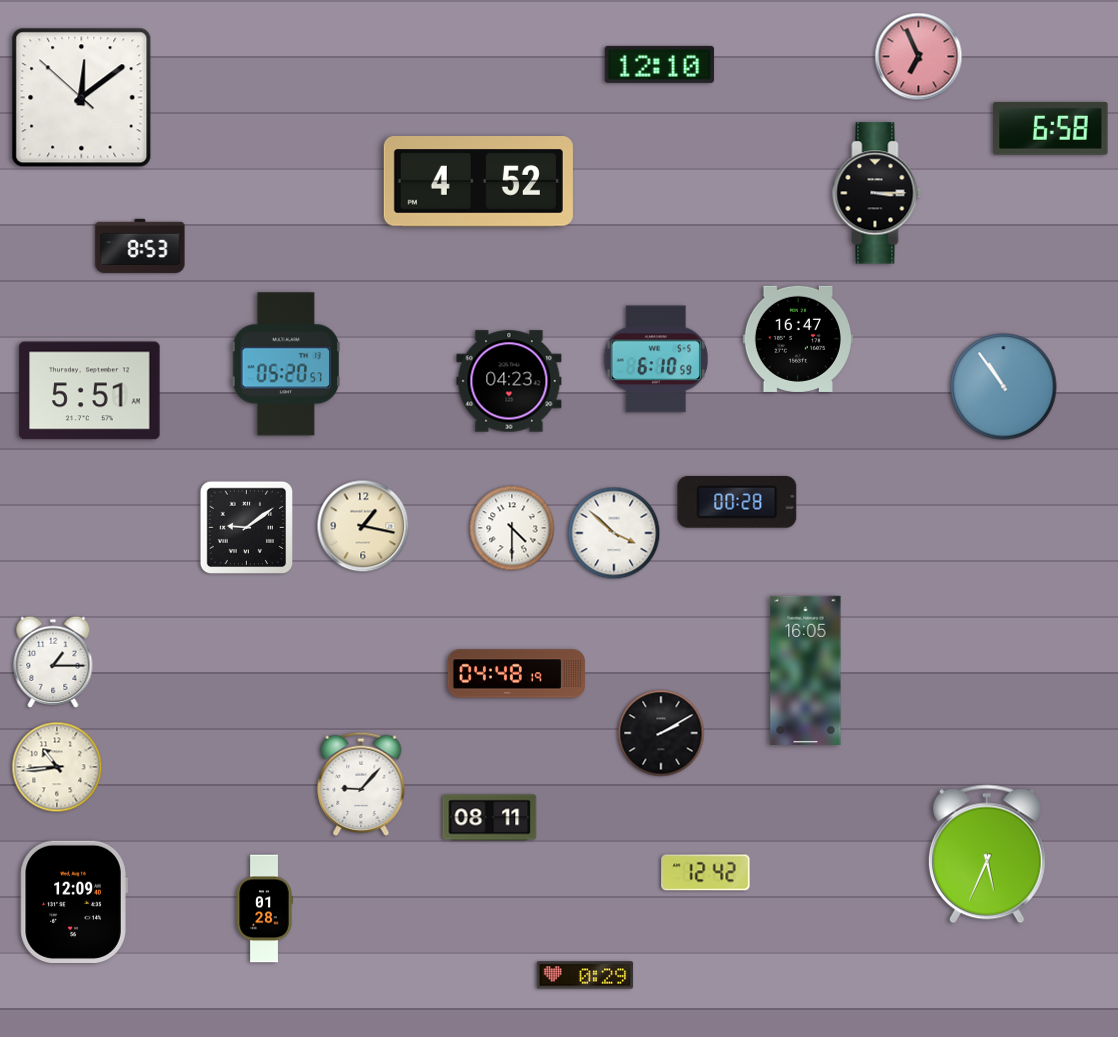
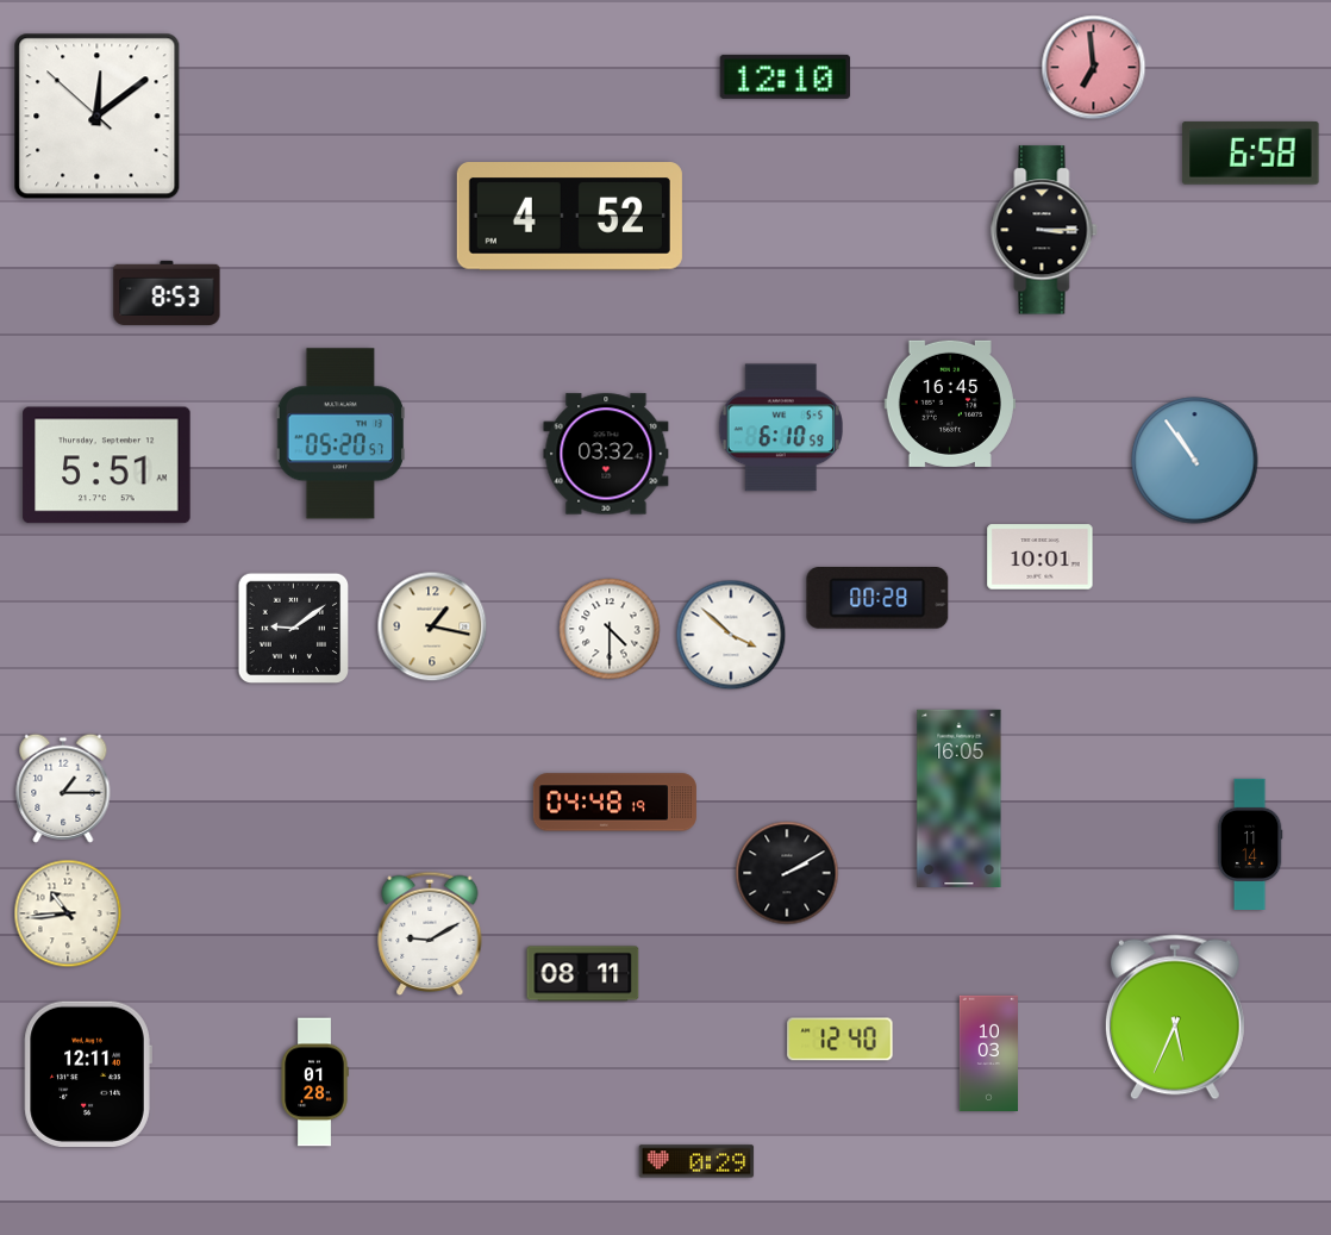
clock at (919, 57): 6:56 -> 6:59
clock at (798, 339): 16:47 -> 16:45
clock at (509, 381): 04:23 -> 03:32
clock at (1041, 557): none -> 10:01
clock at (1250, 843): none -> 11:14
clock at (361, 783): 9:07 -> 9:10
clock at (706, 873): 12:42 -> 12:40
clock at (988, 1053): none -> 10:03
clock at (74, 901): 12:09 -> 12:11
